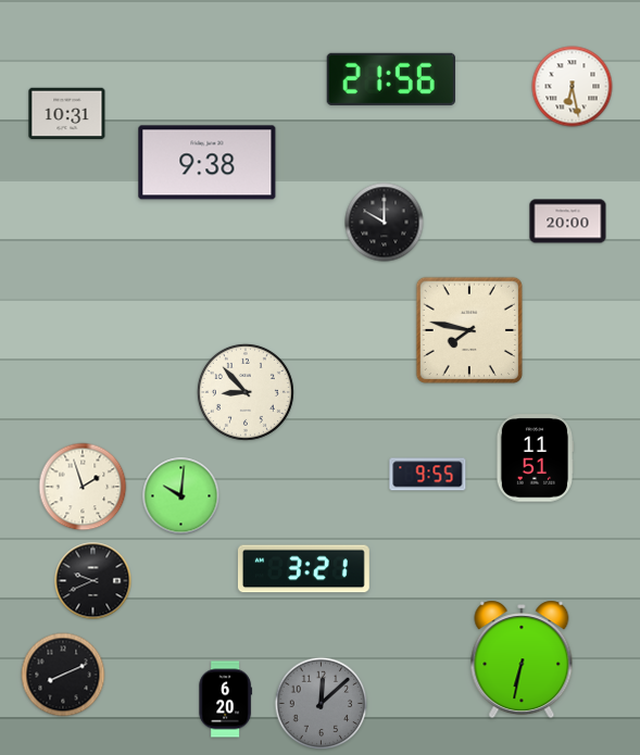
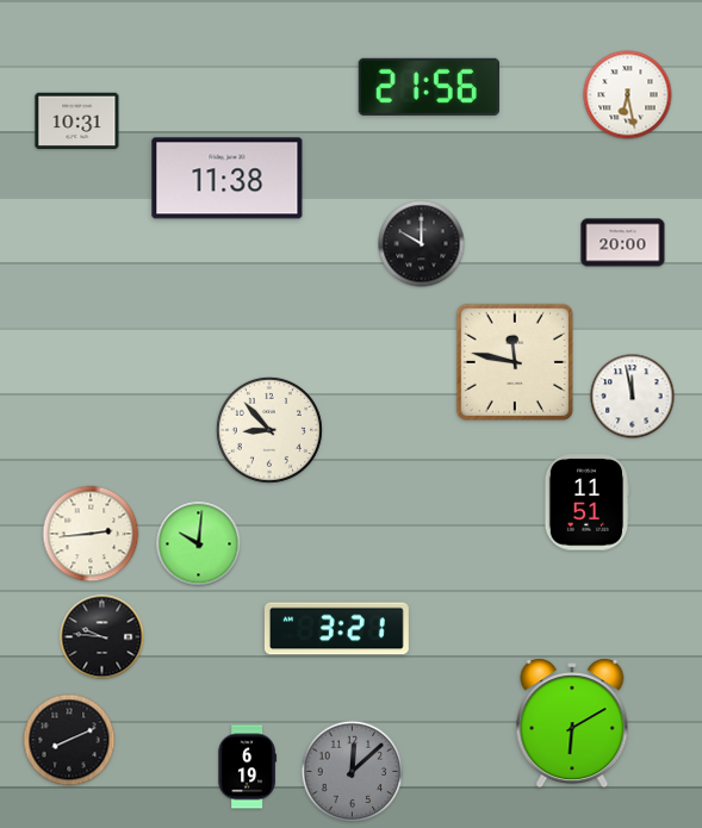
clock at (67, 114) position: (67, 114) -> (77, 122)
clock at (208, 163): 9:38 -> 11:38
clock at (469, 330): 7:47 -> 11:47
clock at (633, 397): none -> 11:58
clock at (428, 475): 9:55 -> none
clock at (83, 487): 1:57 -> 2:44
clock at (303, 569) position: (303, 569) -> (336, 629)
clock at (93, 581): 9:41 -> 9:46
clock at (522, 659): 6:32 -> 6:10
clock at (225, 700): 6:20 -> 6:19
